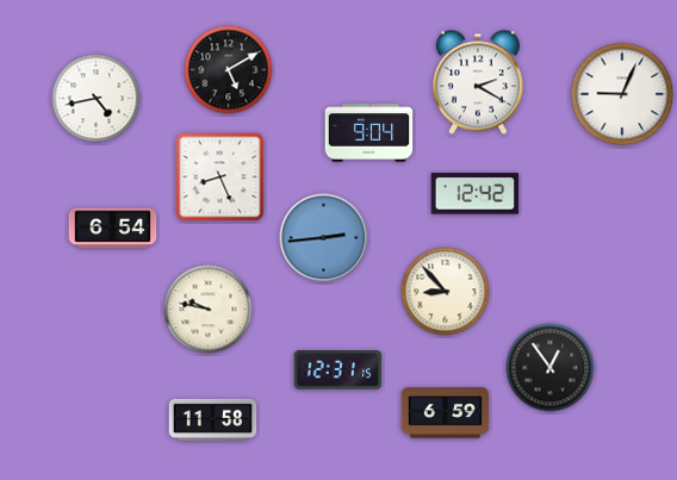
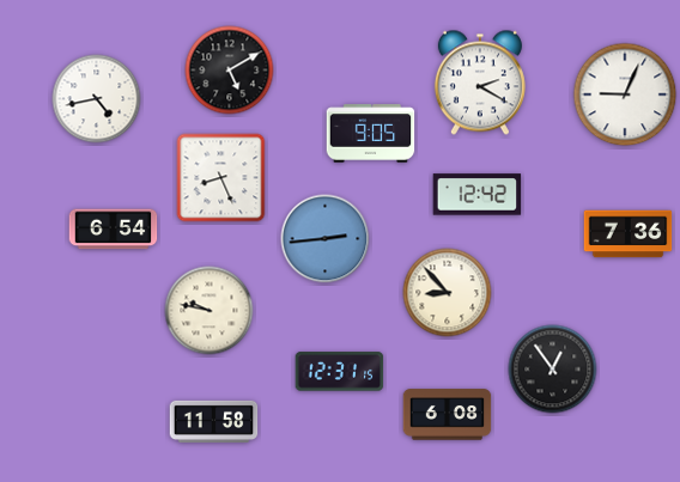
clock at (369, 133): 9:04 -> 9:05
clock at (629, 234): none -> 7:36
clock at (446, 413): 6:59 -> 6:08
